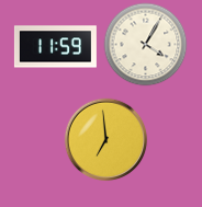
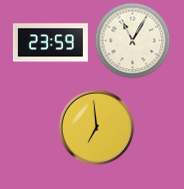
clock at (146, 45): 4:05 -> 11:05
clock at (55, 47): 11:59 -> 23:59
